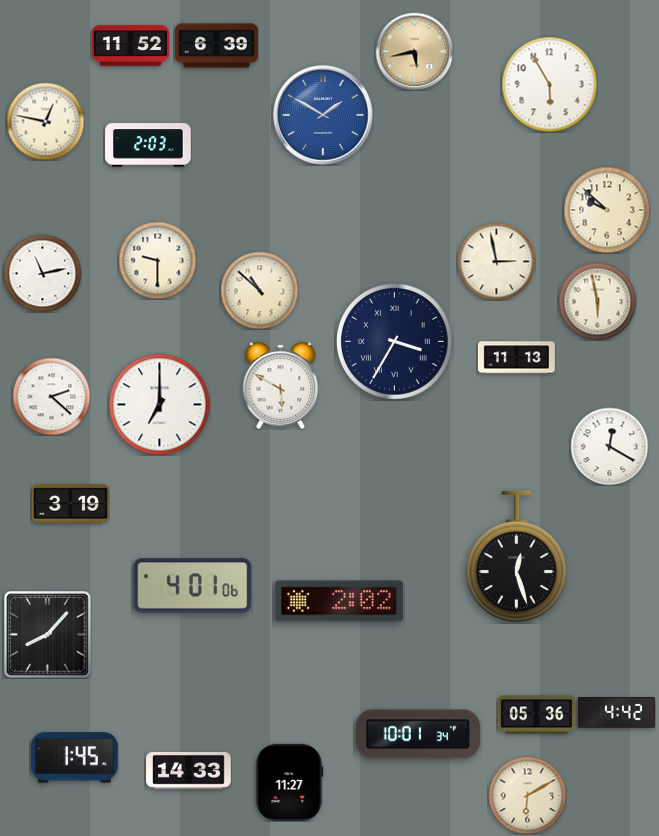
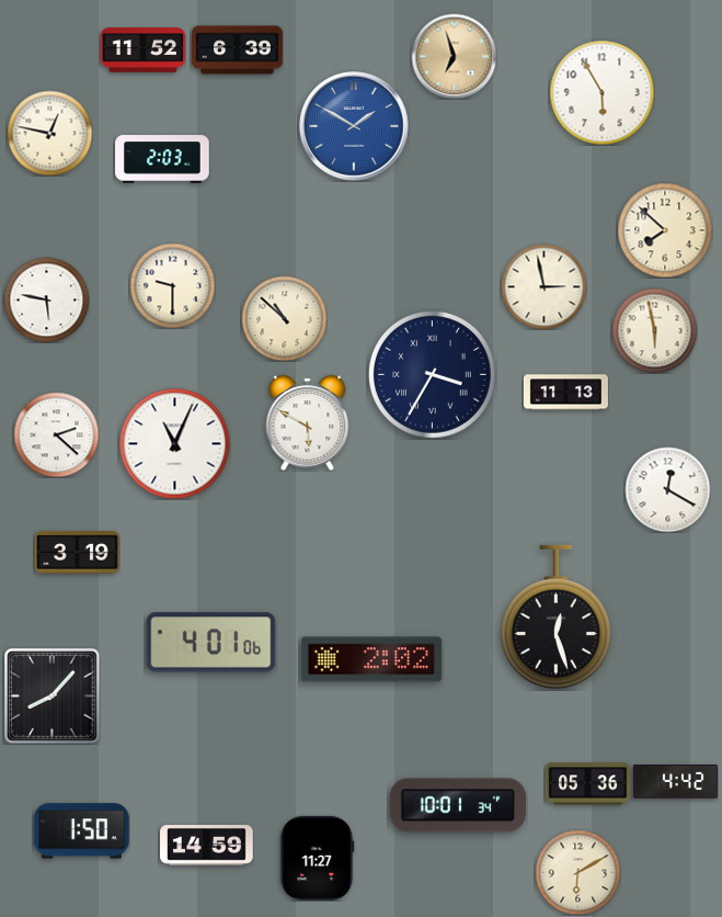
clock at (414, 51): 5:43 -> 6:57
clock at (607, 210): 9:52 -> 7:52
clock at (42, 273): 11:13 -> 5:47
clock at (160, 405): 7:00 -> 11:04
clock at (516, 556) position: (516, 556) -> (555, 616)
clock at (75, 758): 1:45 -> 1:50
clock at (189, 771): 14:33 -> 14:59
